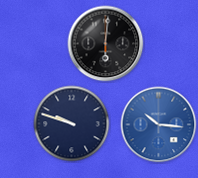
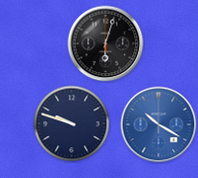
clock at (106, 44): 6:01 -> 6:03
clock at (159, 125): 10:16 -> 10:20
